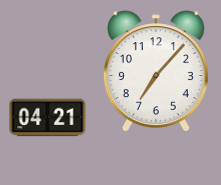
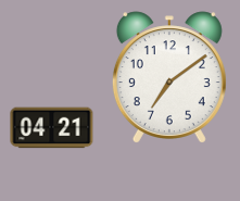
clock at (156, 71): 7:07 -> 7:09
